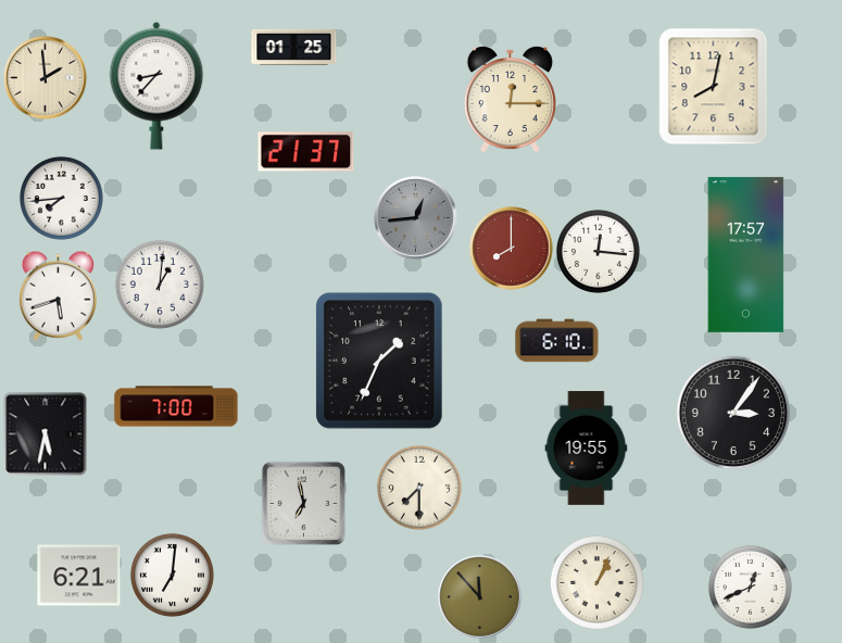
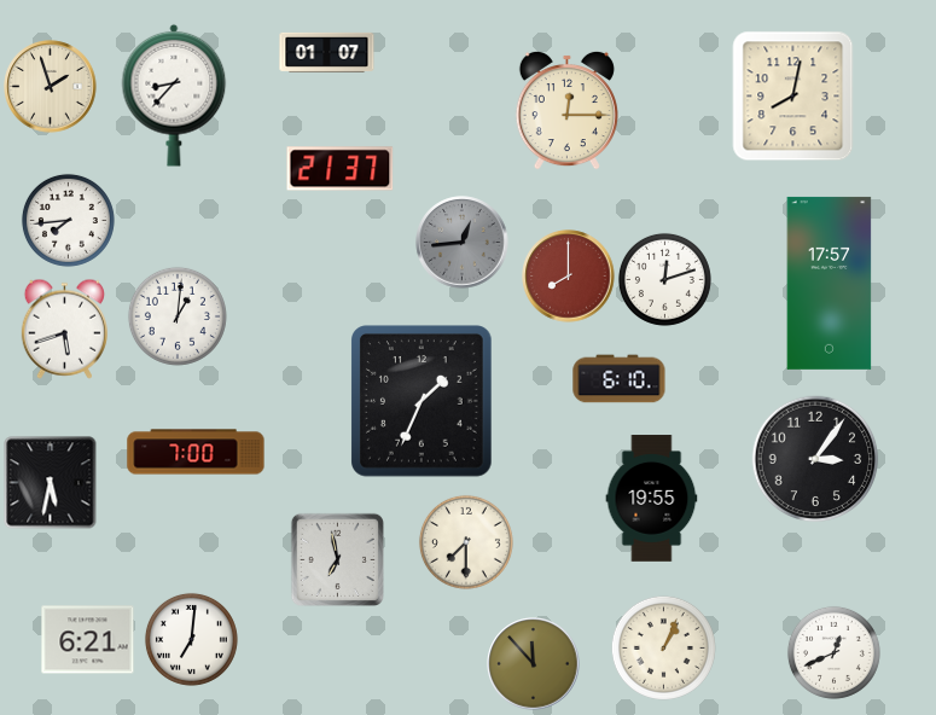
clock at (294, 47): 01:25 -> 01:07
clock at (46, 78): 1:59 -> 1:57
clock at (598, 251): 12:16 -> 12:12
